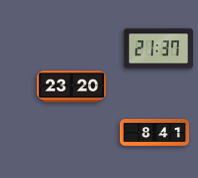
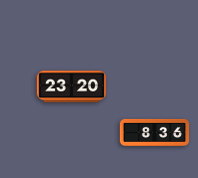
clock at (158, 49): 21:37 -> none
clock at (155, 132): 8:41 -> 8:36
